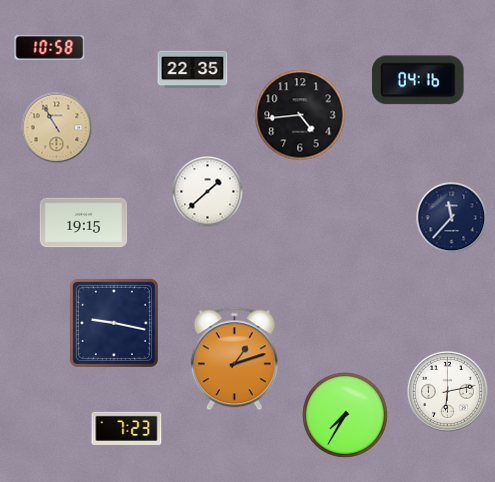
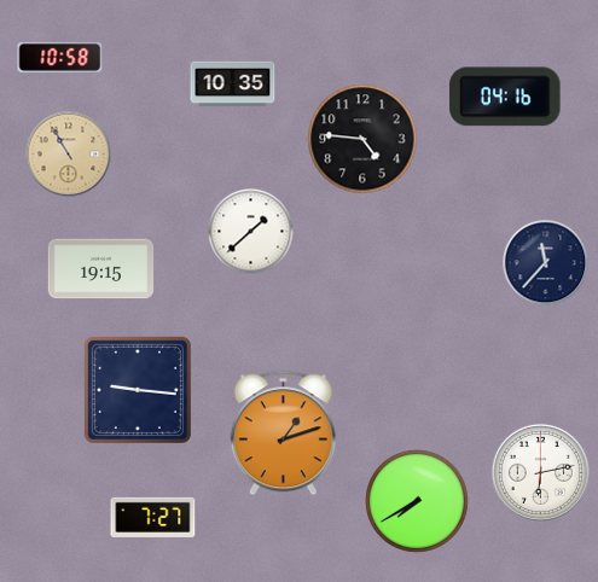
clock at (193, 70): 22:35 -> 10:35
clock at (300, 115): 4:44 -> 4:46
clock at (114, 323): 9:17 -> 9:16
clock at (345, 415): 7:35 -> 7:40
clock at (127, 428): 7:23 -> 7:27
